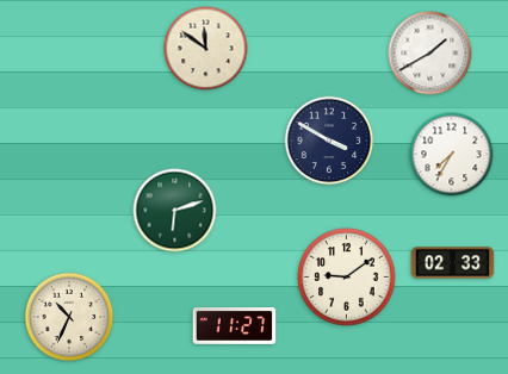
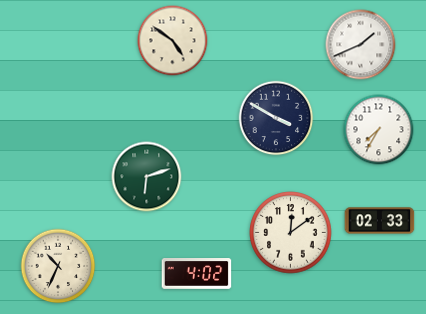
clock at (206, 49): 11:51 -> 4:51
clock at (430, 54): 1:40 -> 1:41
clock at (347, 278): 9:09 -> 12:09
clock at (235, 326): 11:27 -> 4:02
